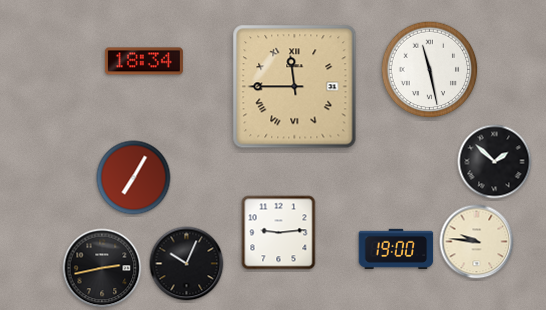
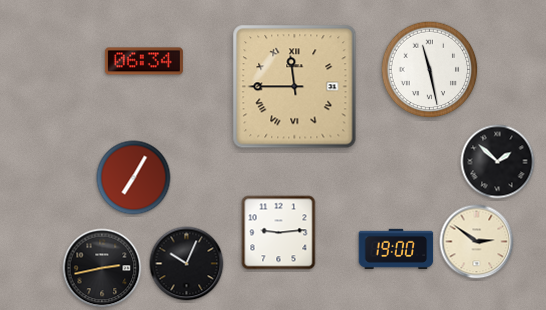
clock at (144, 61): 18:34 -> 06:34
clock at (495, 162) position: (495, 162) -> (498, 162)
clock at (477, 242): 9:46 -> 2:51
